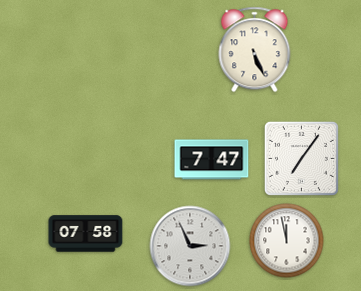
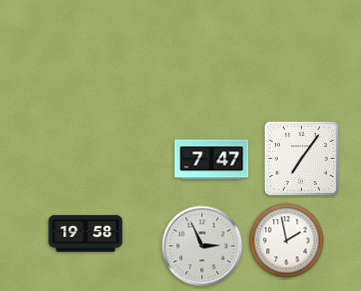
clock at (255, 50): 5:26 -> none
clock at (86, 234): 07:58 -> 19:58
clock at (287, 241): 11:58 -> 1:58
clock at (190, 246) position: (190, 246) -> (202, 246)
